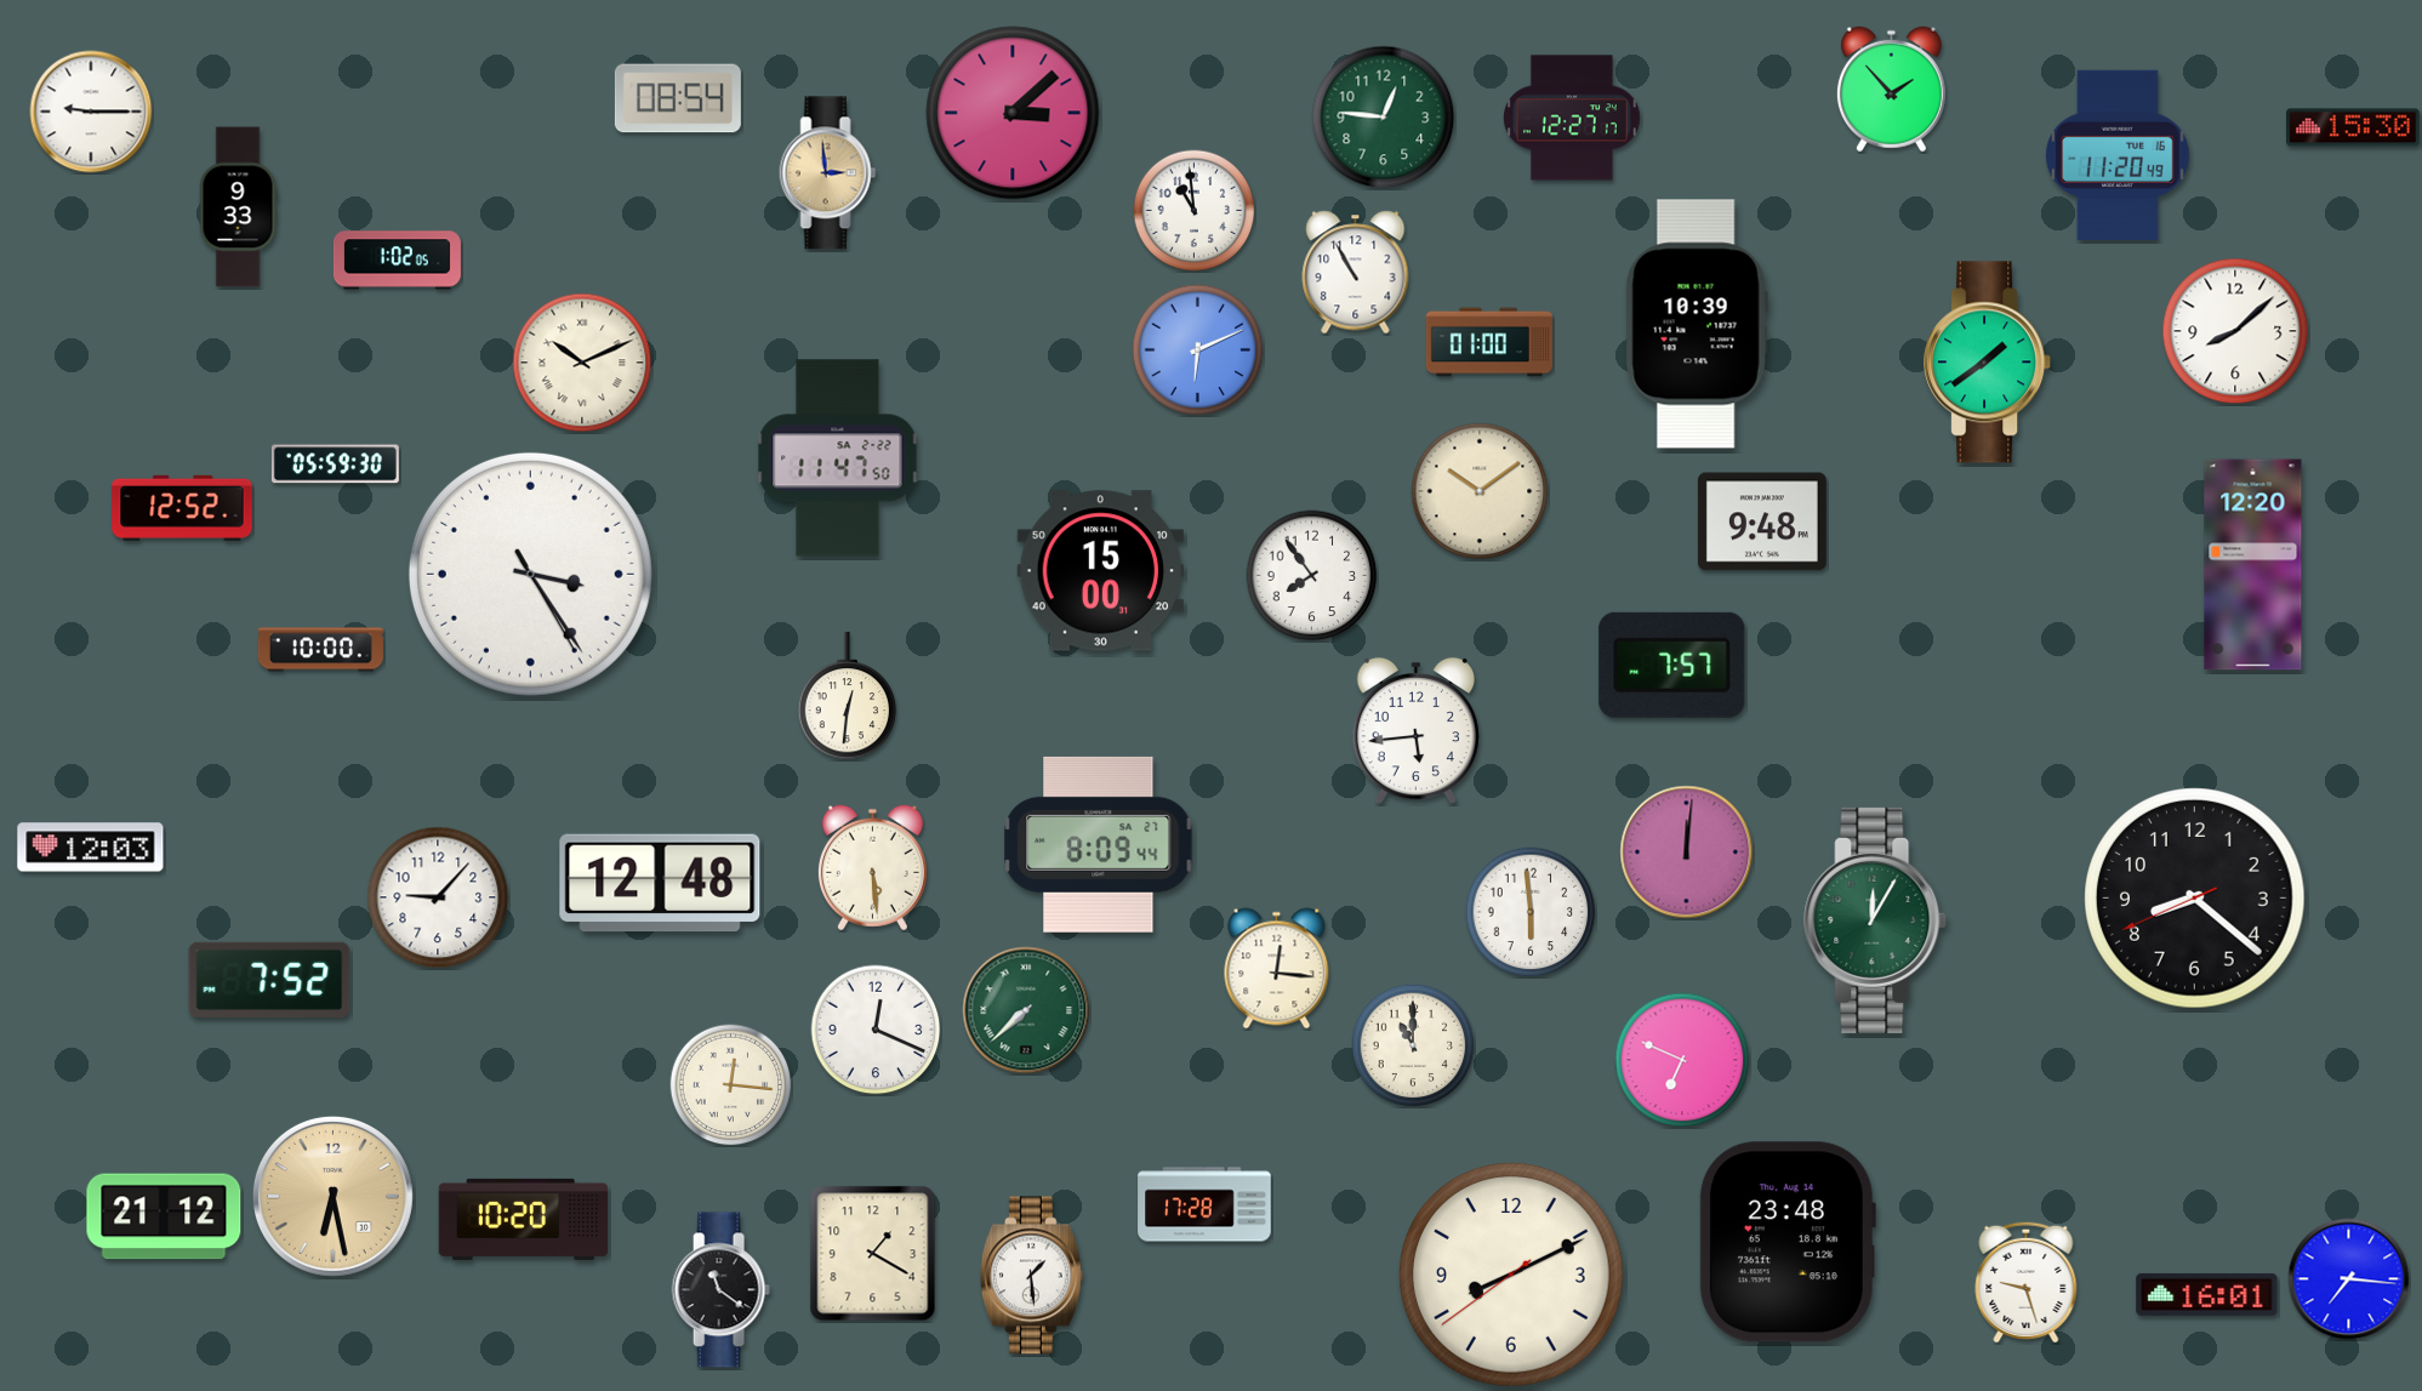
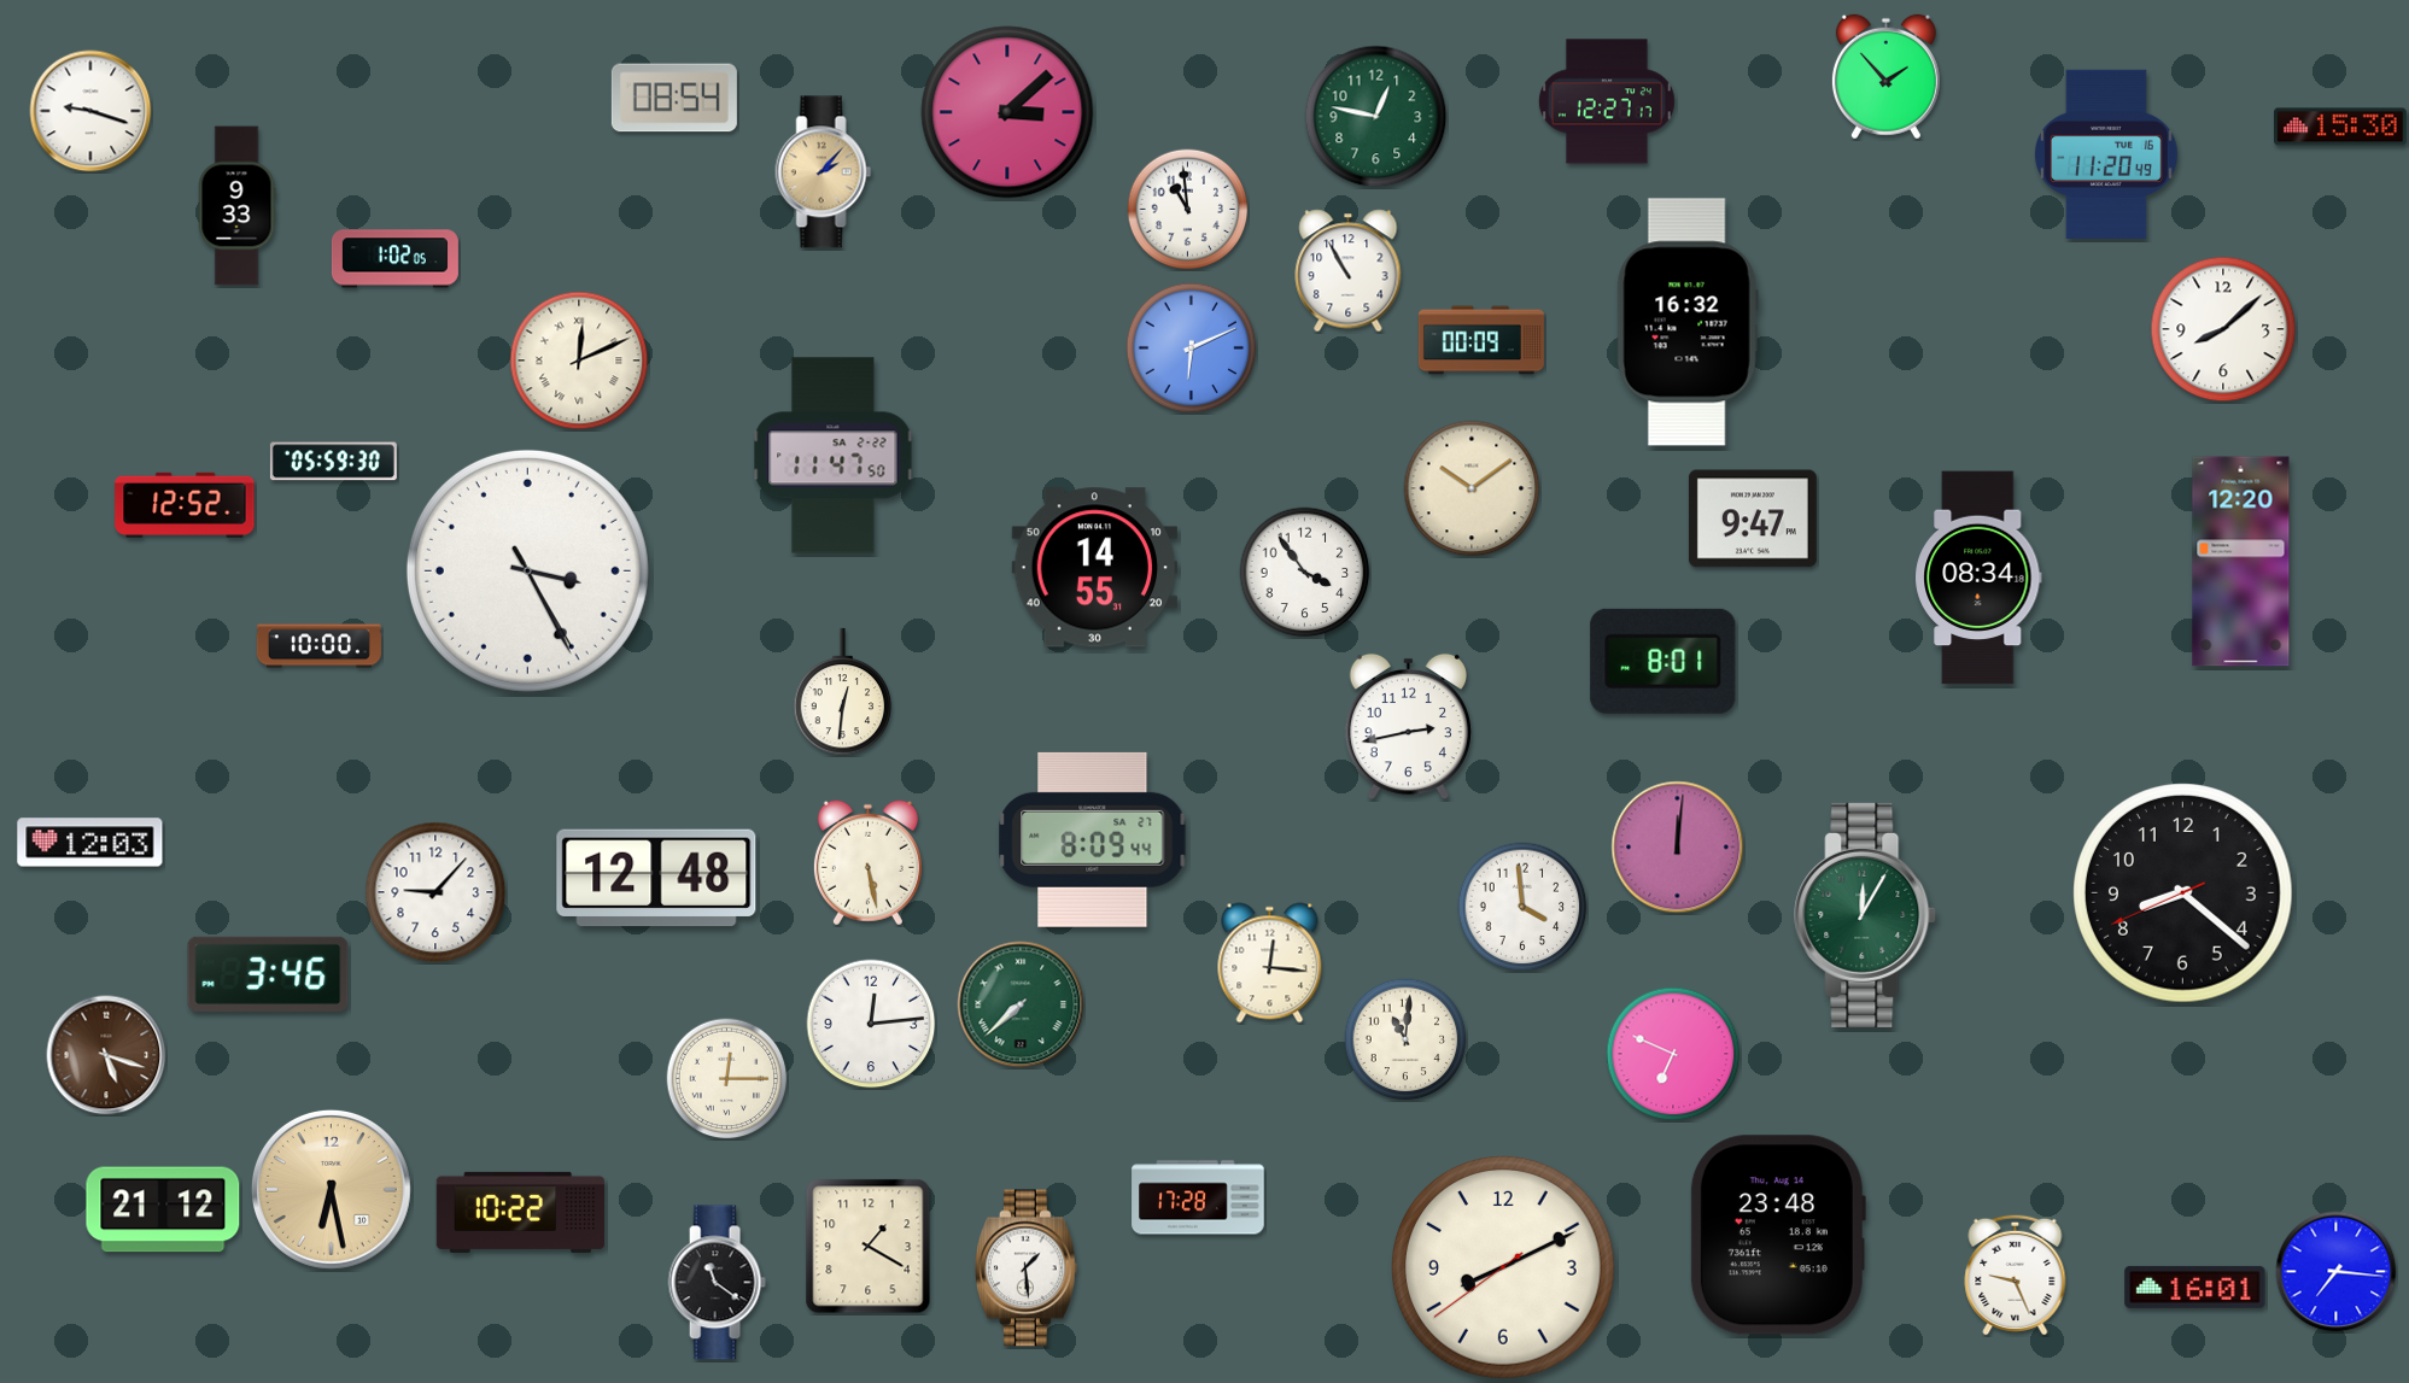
clock at (1891, 90) position: (1891, 90) -> (1885, 77)
clock at (91, 112): 9:15 -> 9:18
clock at (1384, 118): 12:46 -> 12:47
clock at (1572, 118) position: (1572, 118) -> (1607, 101)
clock at (828, 173): 2:59 -> 2:07
clock at (1697, 324): 10:39 -> 16:32
clock at (1489, 342): 01:00 -> 00:09
clock at (582, 363): 10:11 -> 12:11
clock at (1988, 363): 1:39 -> none
clock at (182, 508) position: (182, 508) -> (185, 505)
clock at (1762, 521): 9:48 -> 9:47
clock at (1101, 571): 15:00 -> 14:55
clock at (530, 574): 3:24 -> 3:25
clock at (1312, 576): 7:54 -> 3:54
clock at (1980, 578): none -> 08:34
clock at (1672, 665): 7:57 -> 8:01
clock at (1415, 731): 5:44 -> 2:43
clock at (872, 868): 5:29 -> 5:28
clock at (1531, 912): 5:59 -> 3:59
clock at (269, 980): 7:52 -> 3:46
clock at (876, 1030): 12:19 -> 12:14
clock at (1413, 1045): 11:00 -> 11:01
clock at (106, 1055): none -> 5:18
clock at (731, 1085): 12:16 -> 12:15
clock at (524, 1219): 10:20 -> 10:22
clock at (2027, 1282): 9:27 -> 9:26
